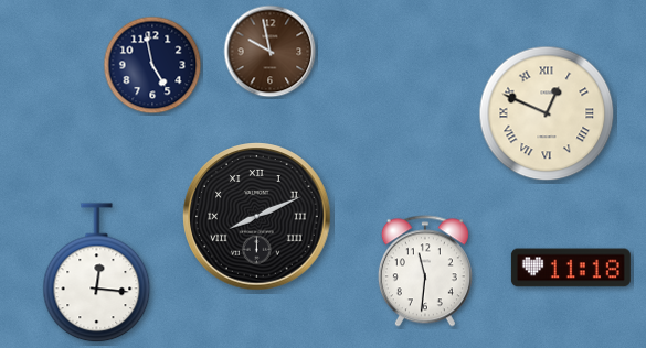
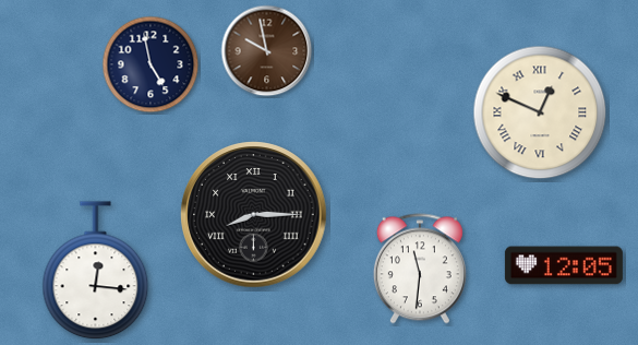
clock at (257, 217): 8:11 -> 8:15
clock at (571, 268): 11:18 -> 12:05
